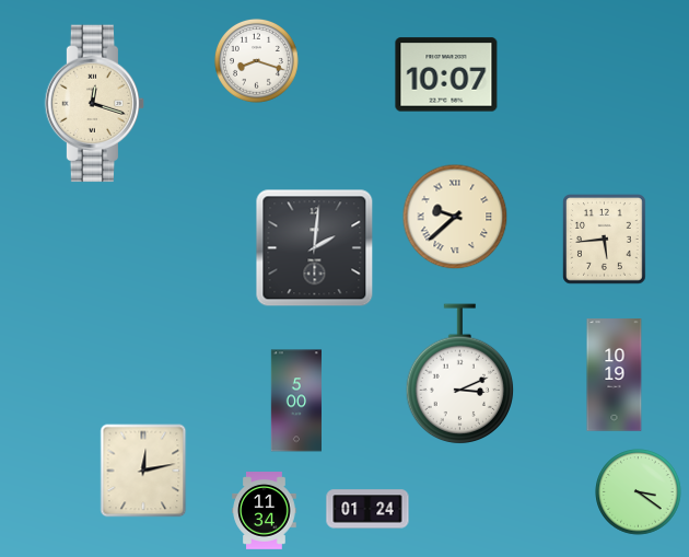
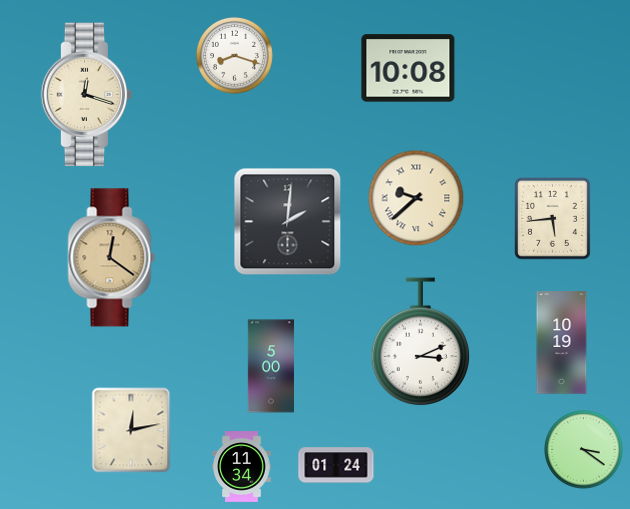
clock at (446, 74): 10:07 -> 10:08
clock at (315, 248) position: (315, 248) -> (288, 222)
clock at (112, 258): none -> 12:21
